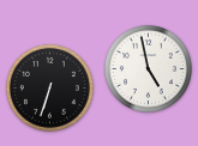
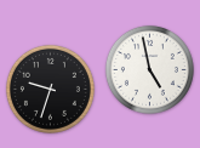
clock at (49, 87): 6:33 -> 9:33
